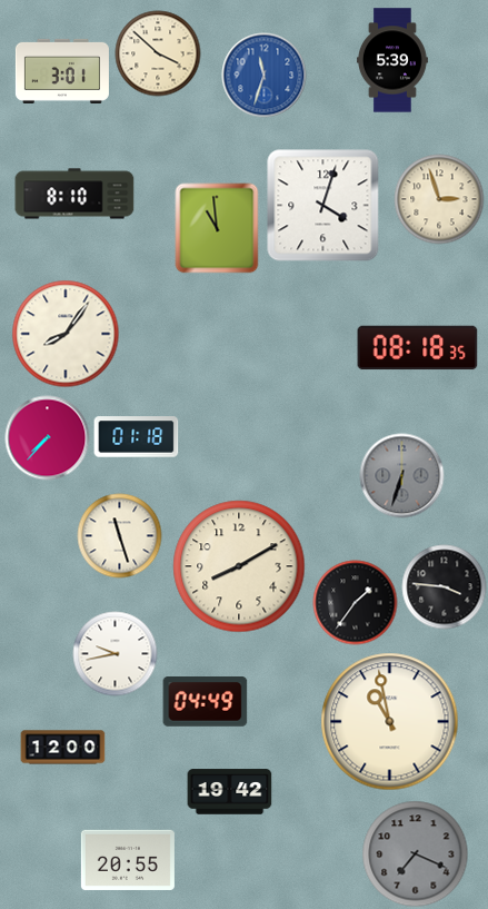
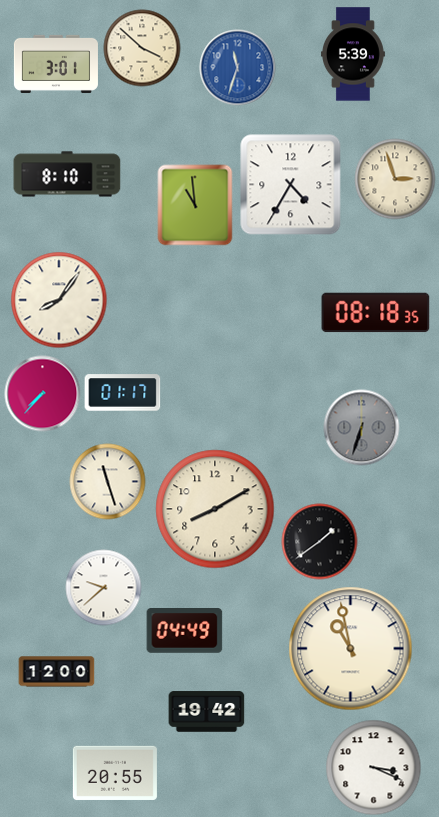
clock at (323, 206): 4:03 -> 4:35
clock at (137, 437): 01:18 -> 01:17
clock at (445, 587): 3:46 -> none
clock at (356, 603): 1:36 -> 1:39
clock at (116, 654): 9:43 -> 9:38
clock at (416, 854): 7:19 -> 3:19
clock at (416, 854) dial: grey -> white
